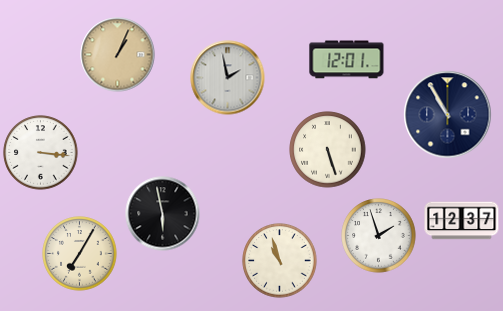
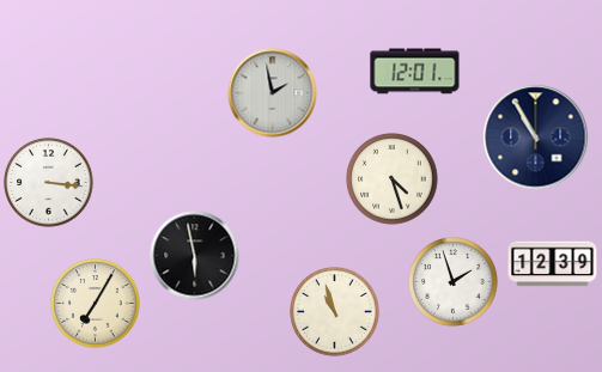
clock at (118, 55): 1:04 -> none
clock at (328, 150): 5:27 -> 4:27
clock at (462, 221): 12:37 -> 12:39
